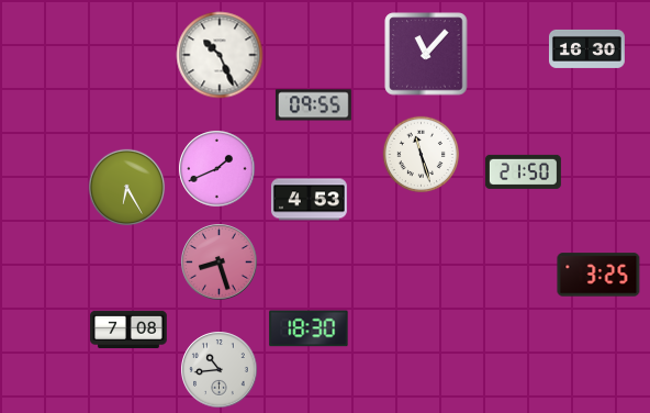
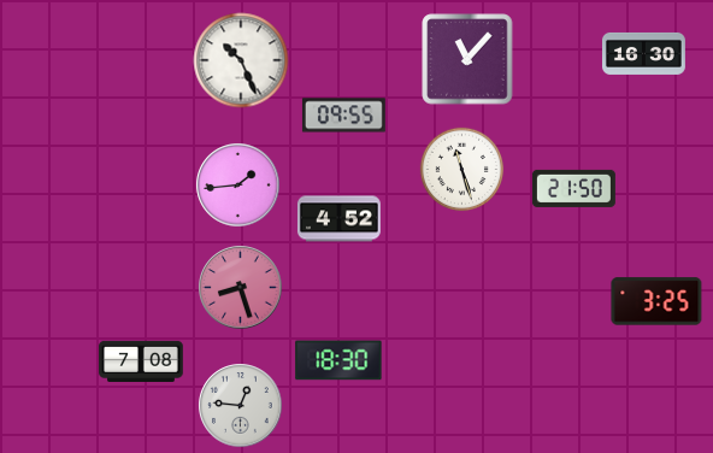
clock at (217, 169): 1:41 -> 1:44
clock at (127, 188): 6:25 -> none
clock at (309, 200): 4:53 -> 4:52
clock at (220, 370): 10:44 -> 12:46
